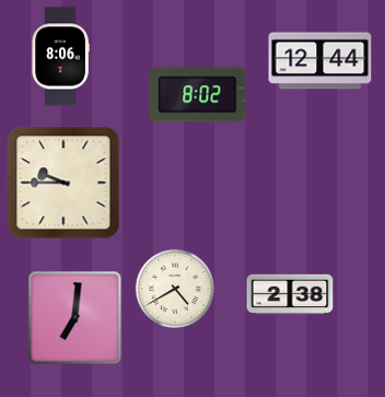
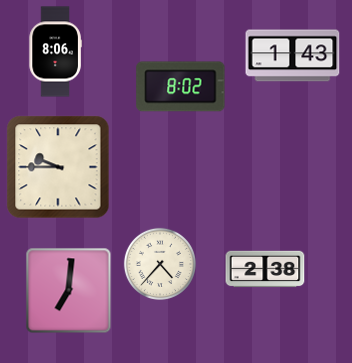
clock at (320, 61): 12:44 -> 1:43
clock at (175, 289): 4:40 -> 4:37
